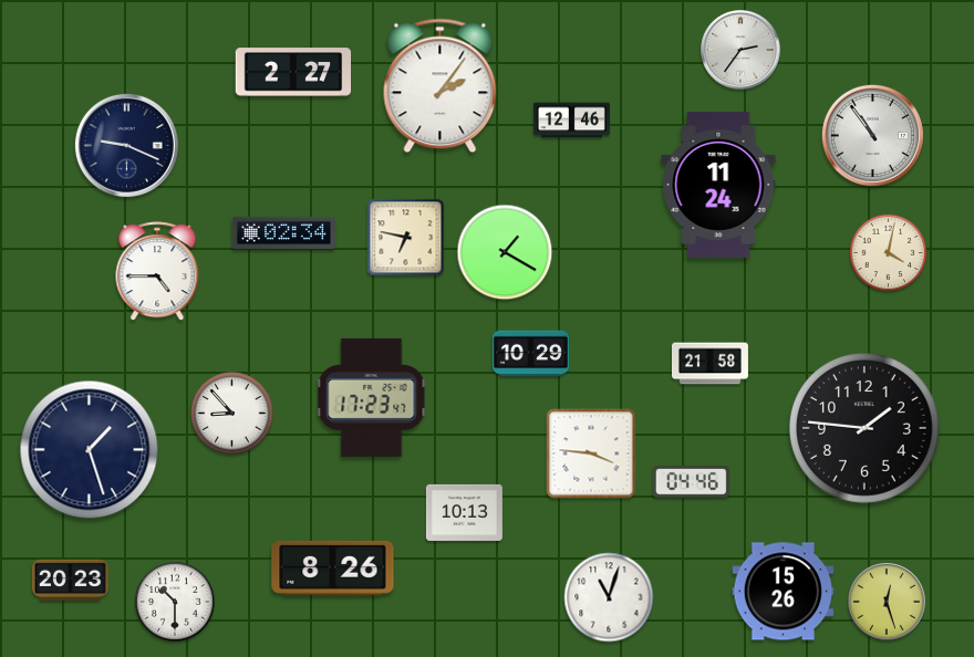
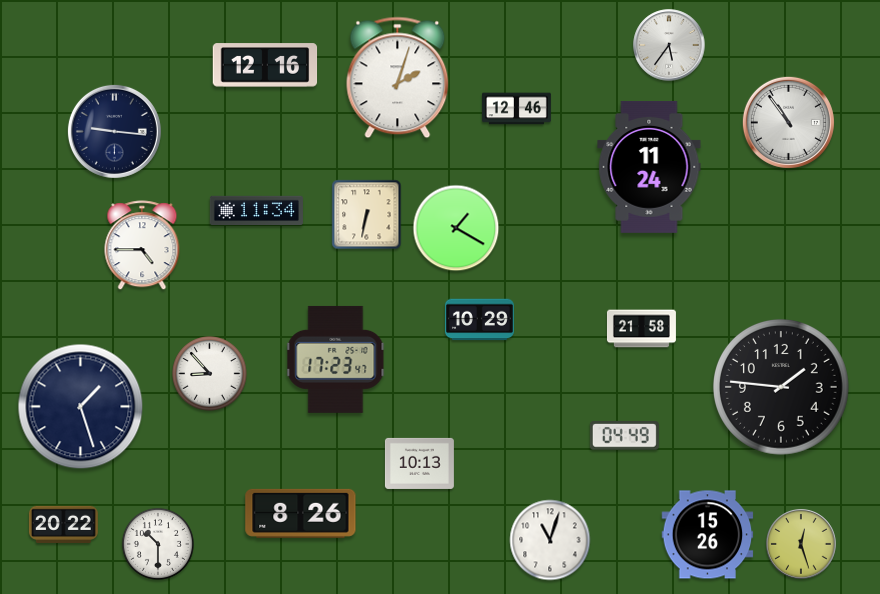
clock at (740, 50): 2:36 -> 5:36
clock at (293, 72): 2:27 -> 12:16
clock at (441, 86): 2:06 -> 2:03
clock at (126, 145): 9:19 -> 9:16
clock at (283, 233): 02:34 -> 11:34
clock at (406, 238): 6:47 -> 6:32
clock at (889, 253): 4:02 -> none
clock at (591, 453): 3:46 -> none
clock at (691, 482): 04:46 -> 04:49
clock at (70, 580): 20:23 -> 20:22
